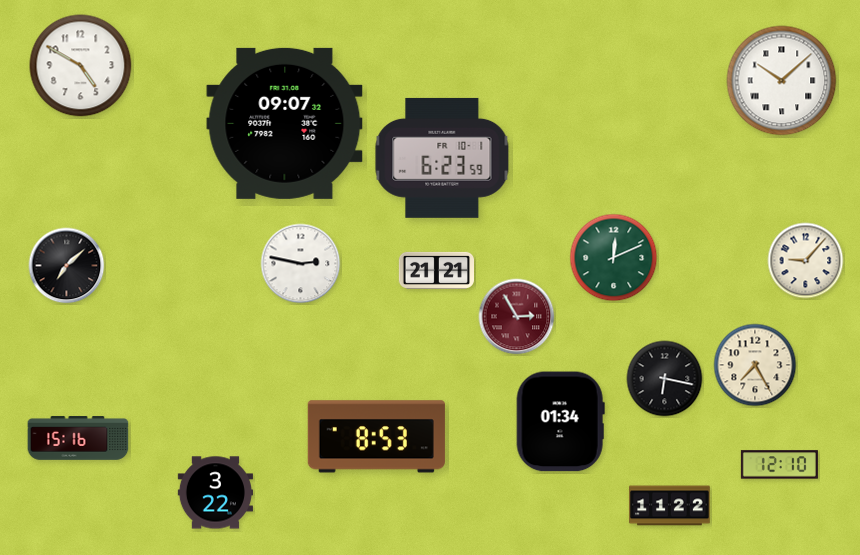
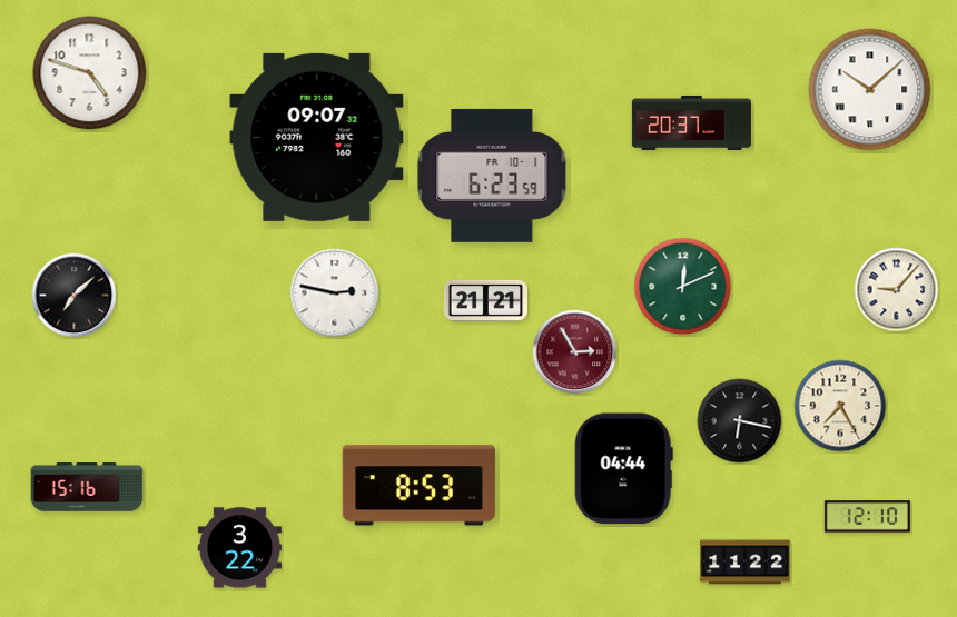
clock at (81, 66): 4:50 -> 4:48
clock at (691, 122): none -> 20:37
clock at (560, 422): 01:34 -> 04:44
